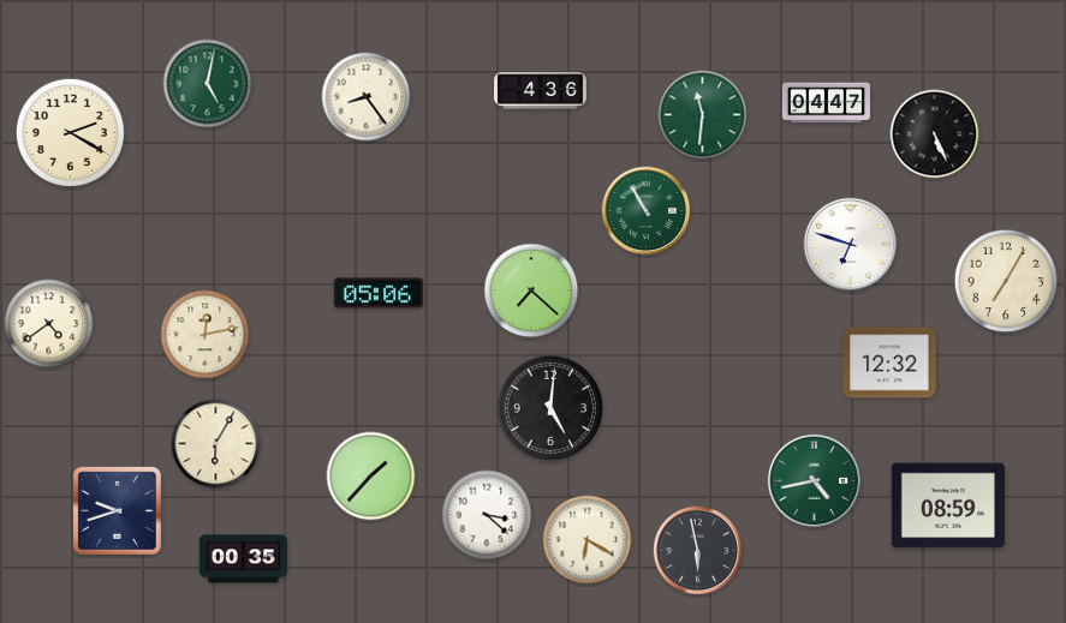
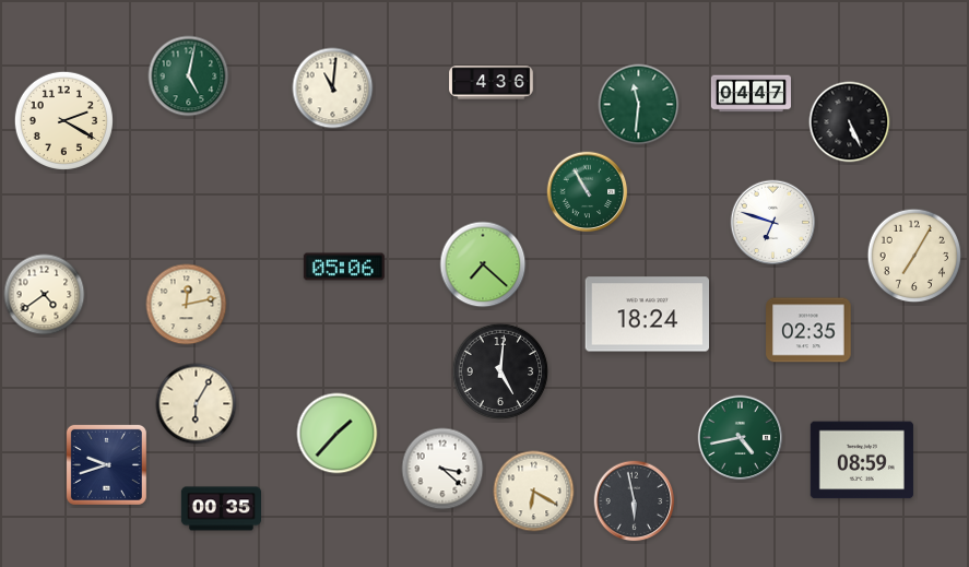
clock at (367, 97): 8:24 -> 11:01
clock at (648, 315): none -> 18:24
clock at (889, 363): 12:32 -> 02:35
